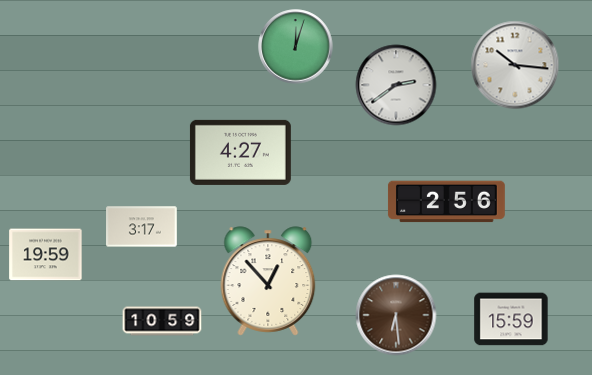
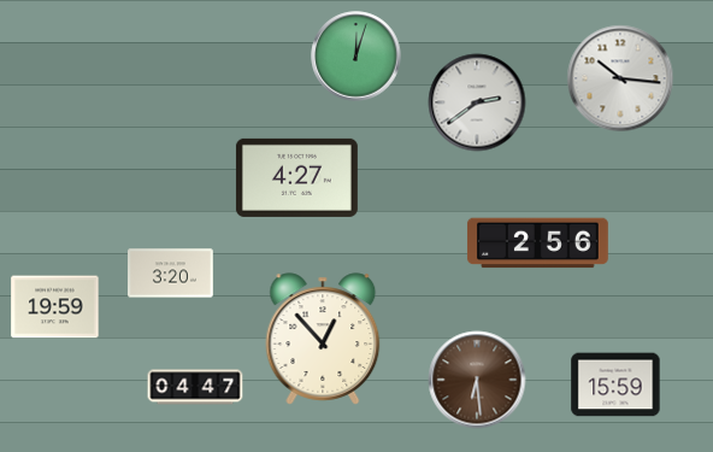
clock at (240, 152) position: (240, 152) -> (296, 177)
clock at (142, 227): 3:17 -> 3:20
clock at (162, 321): 10:59 -> 04:47
